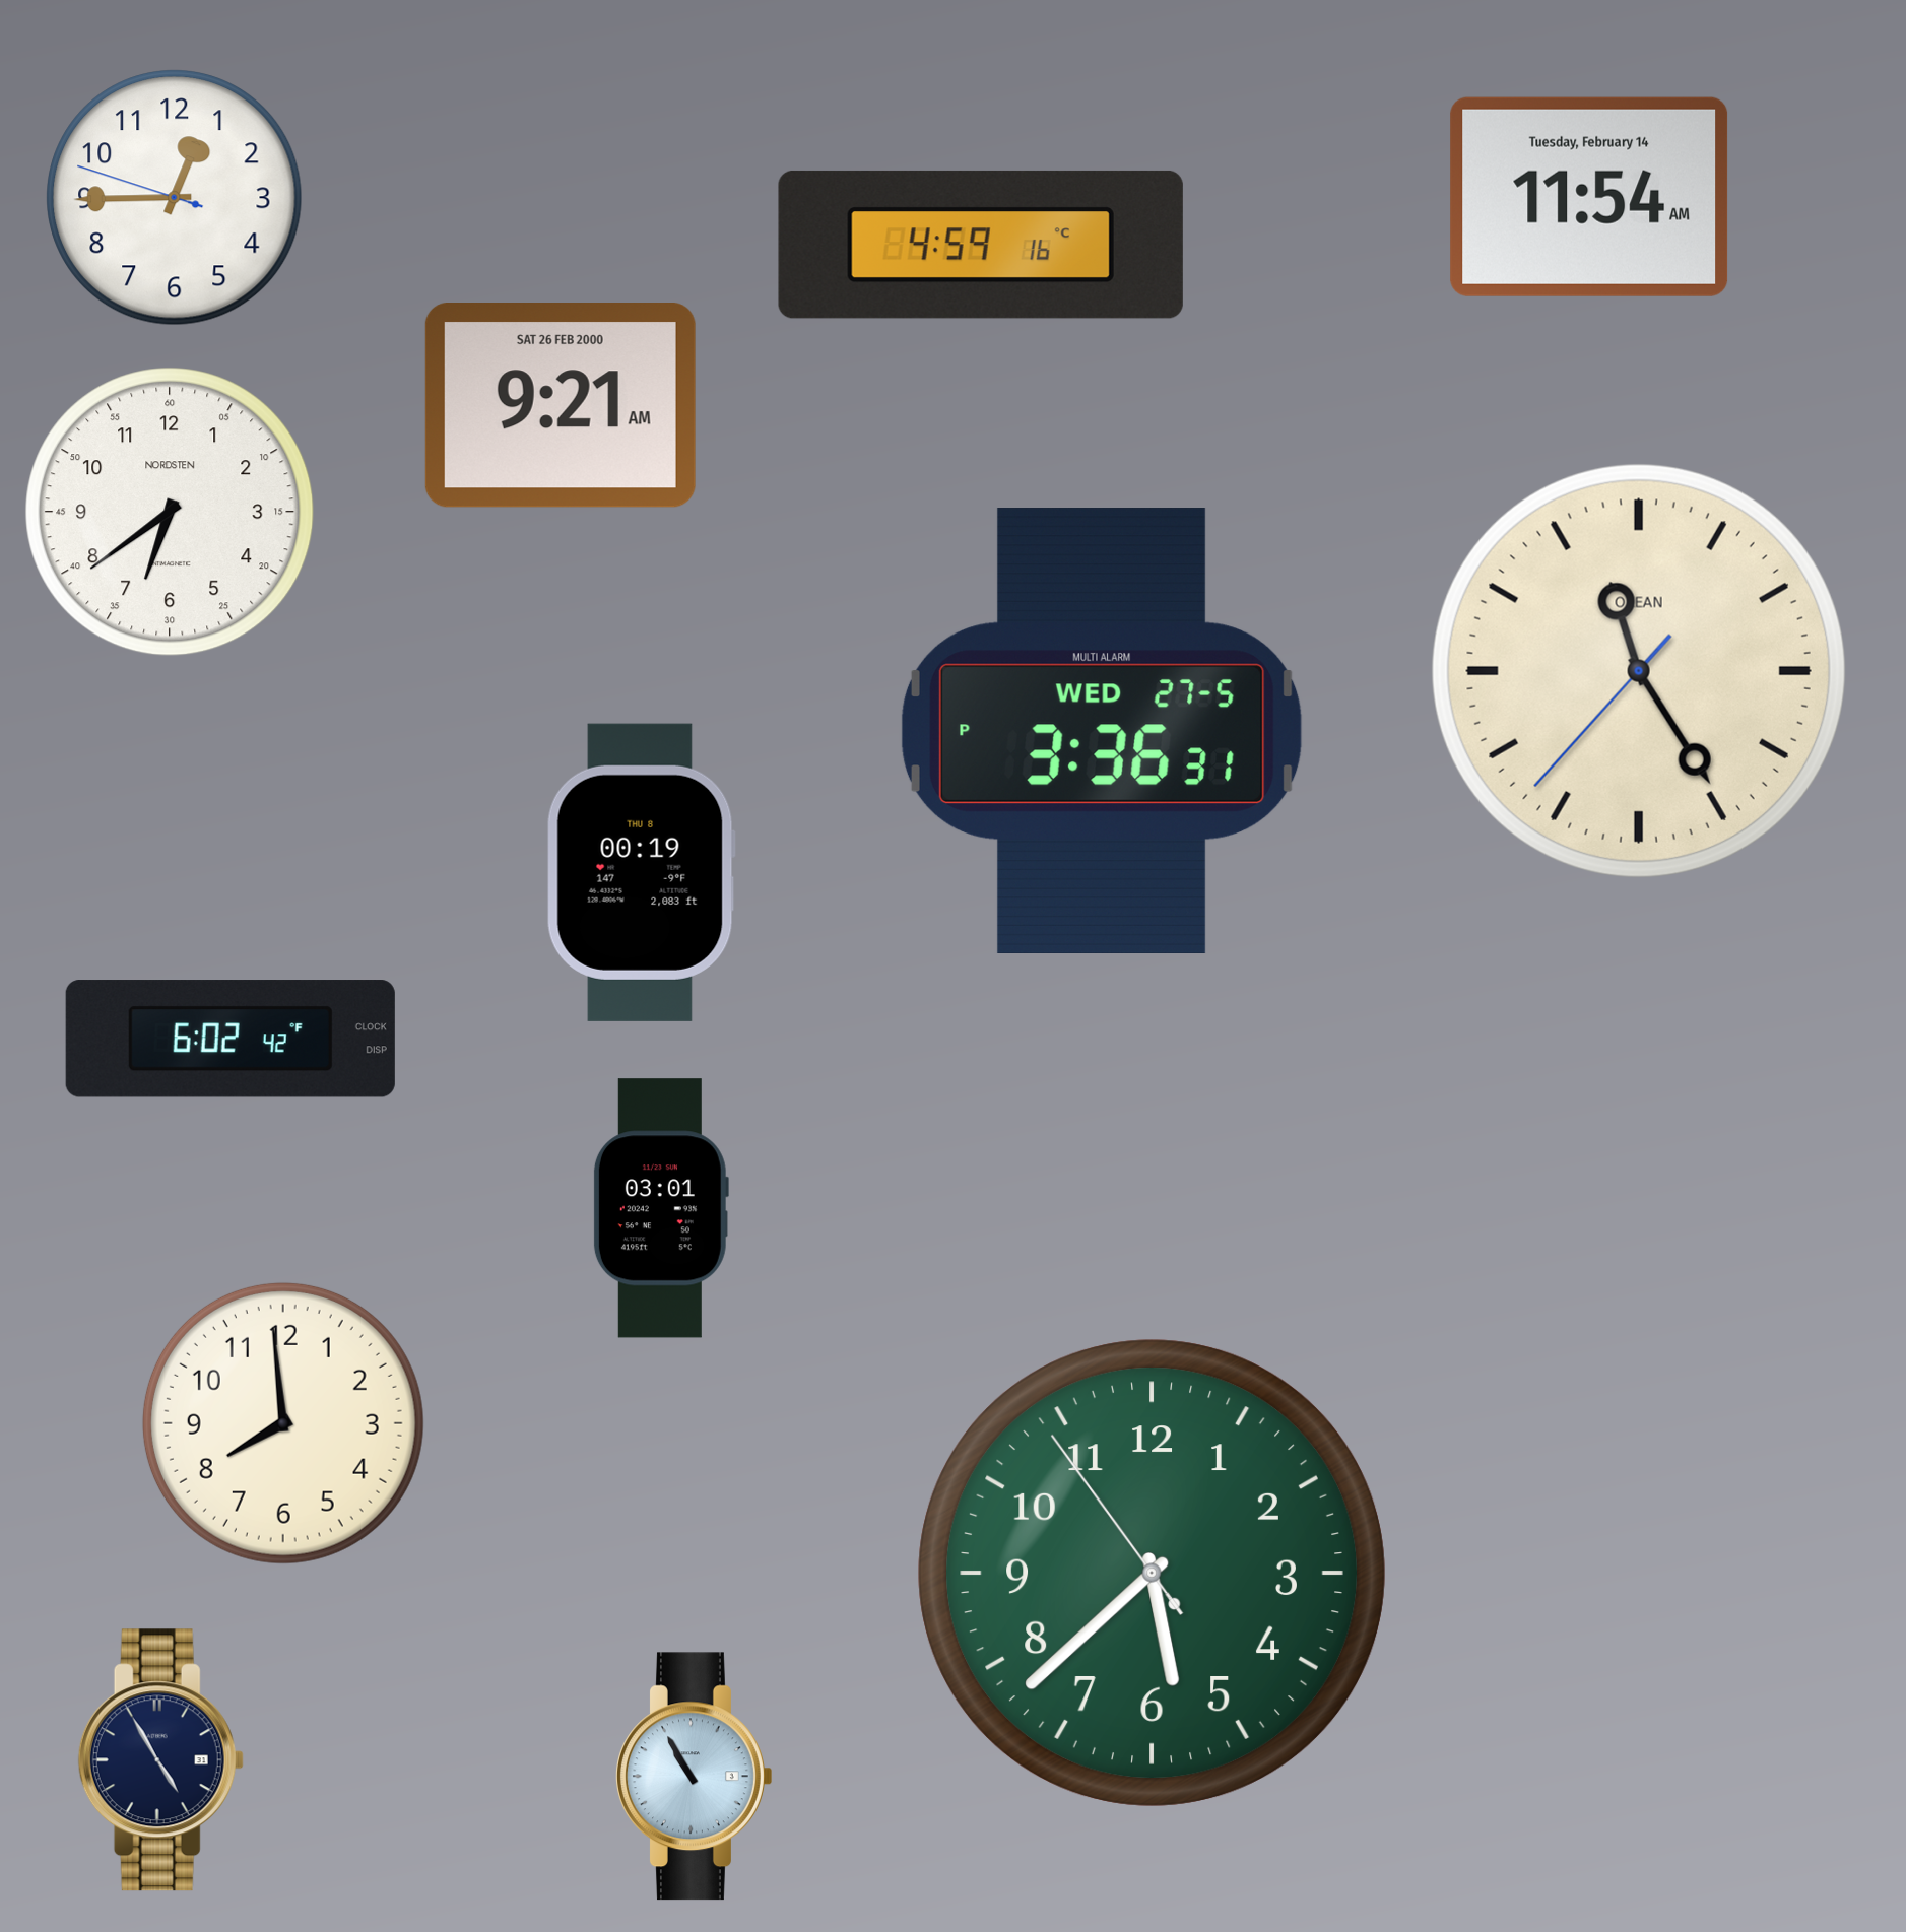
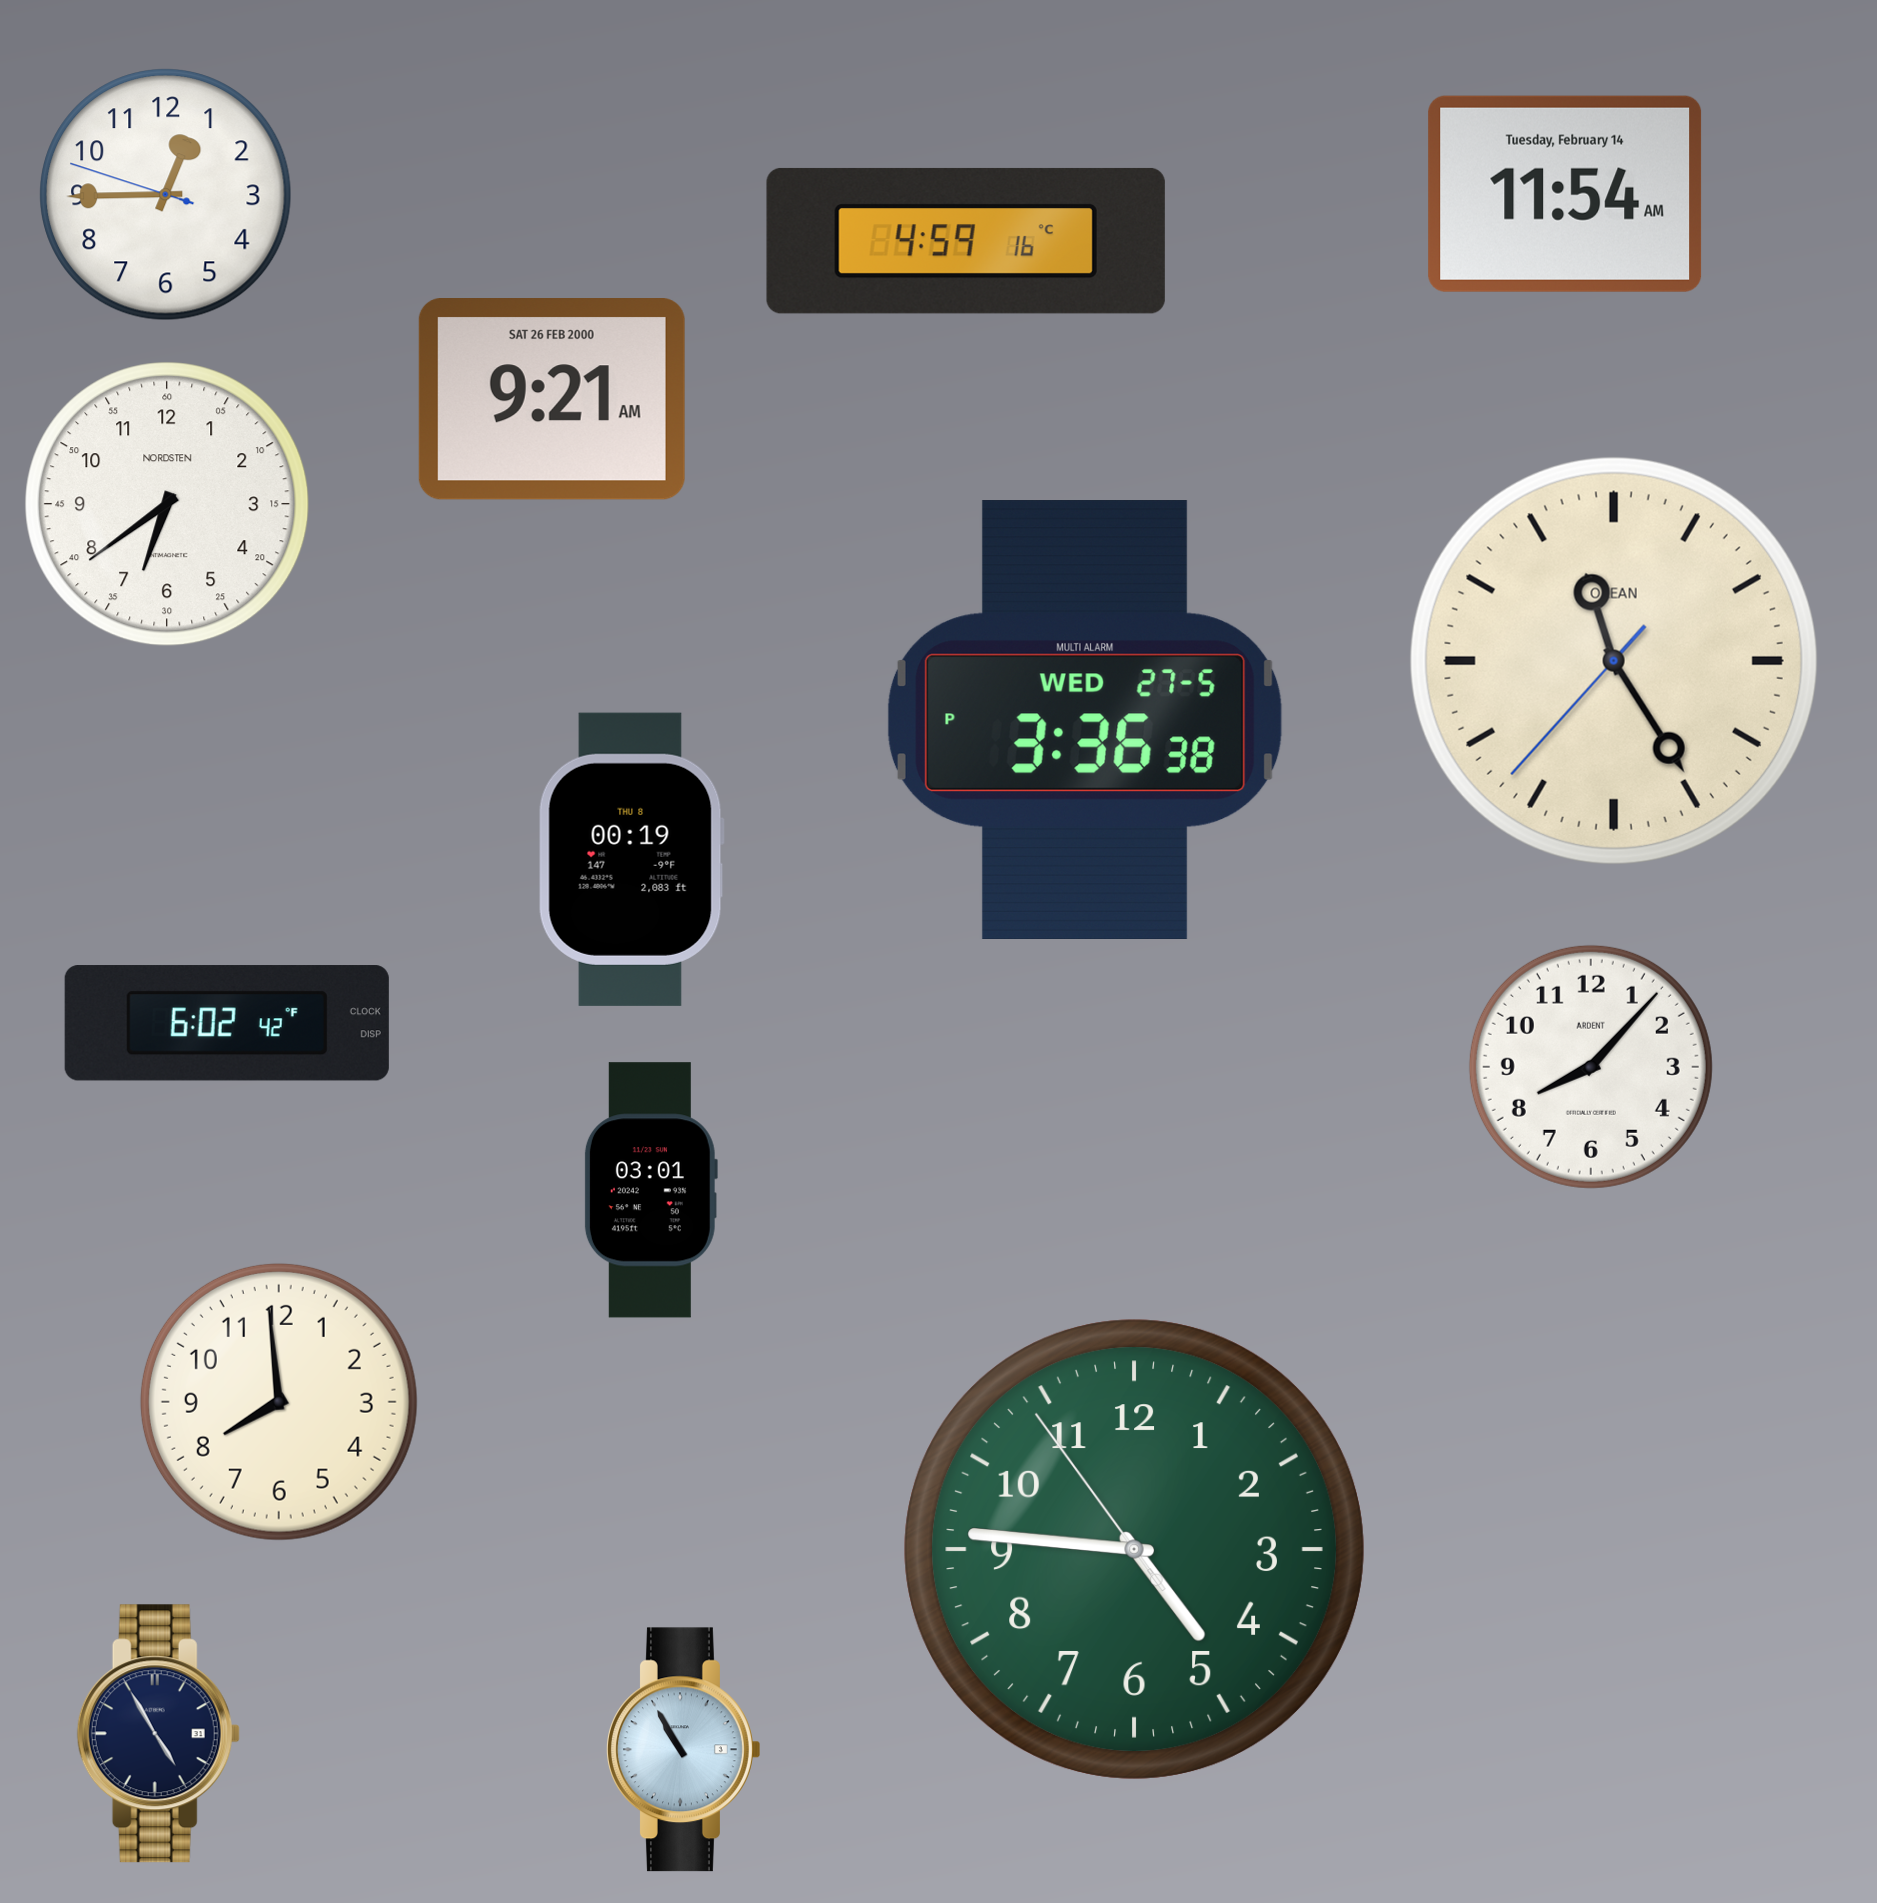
clock at (175, 198) position: (175, 198) -> (166, 195)
clock at (1102, 730): 3:36:31 PM -> 3:36:38 PM
clock at (1591, 1067): none -> 8:07
clock at (1152, 1573): 5:37 -> 4:45
